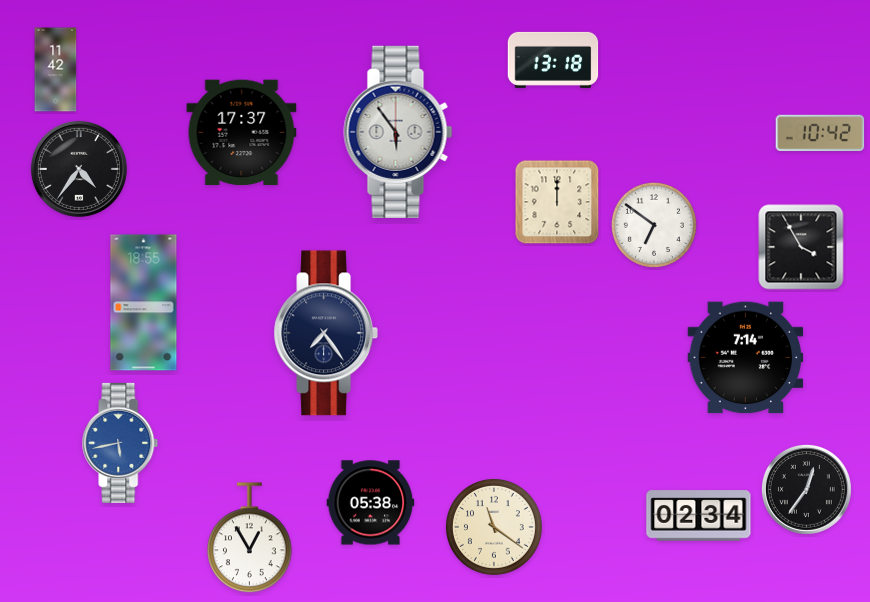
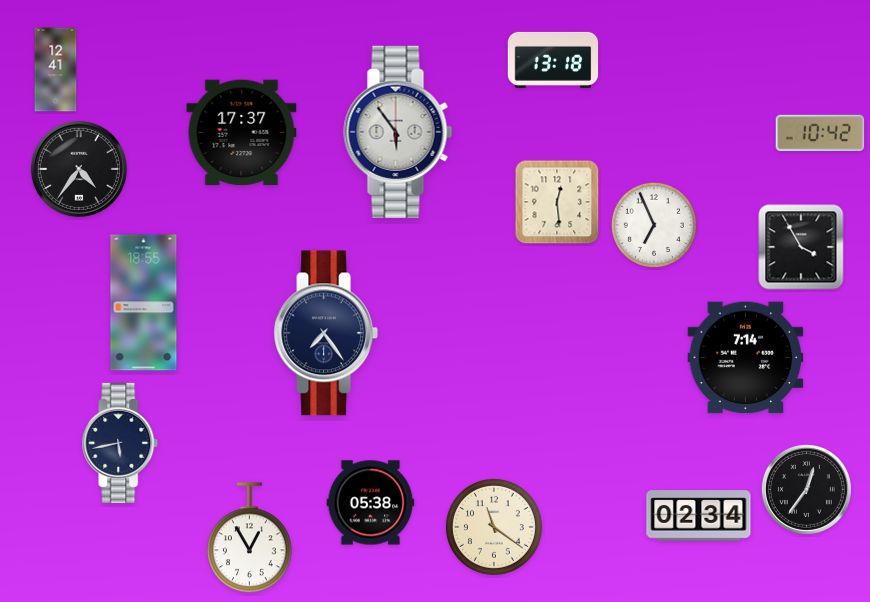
clock at (56, 70): 11:42 -> 12:41
clock at (557, 202): 12:00 -> 12:29
clock at (654, 225): 6:51 -> 6:56
clock at (120, 443) dial: blue -> navy
